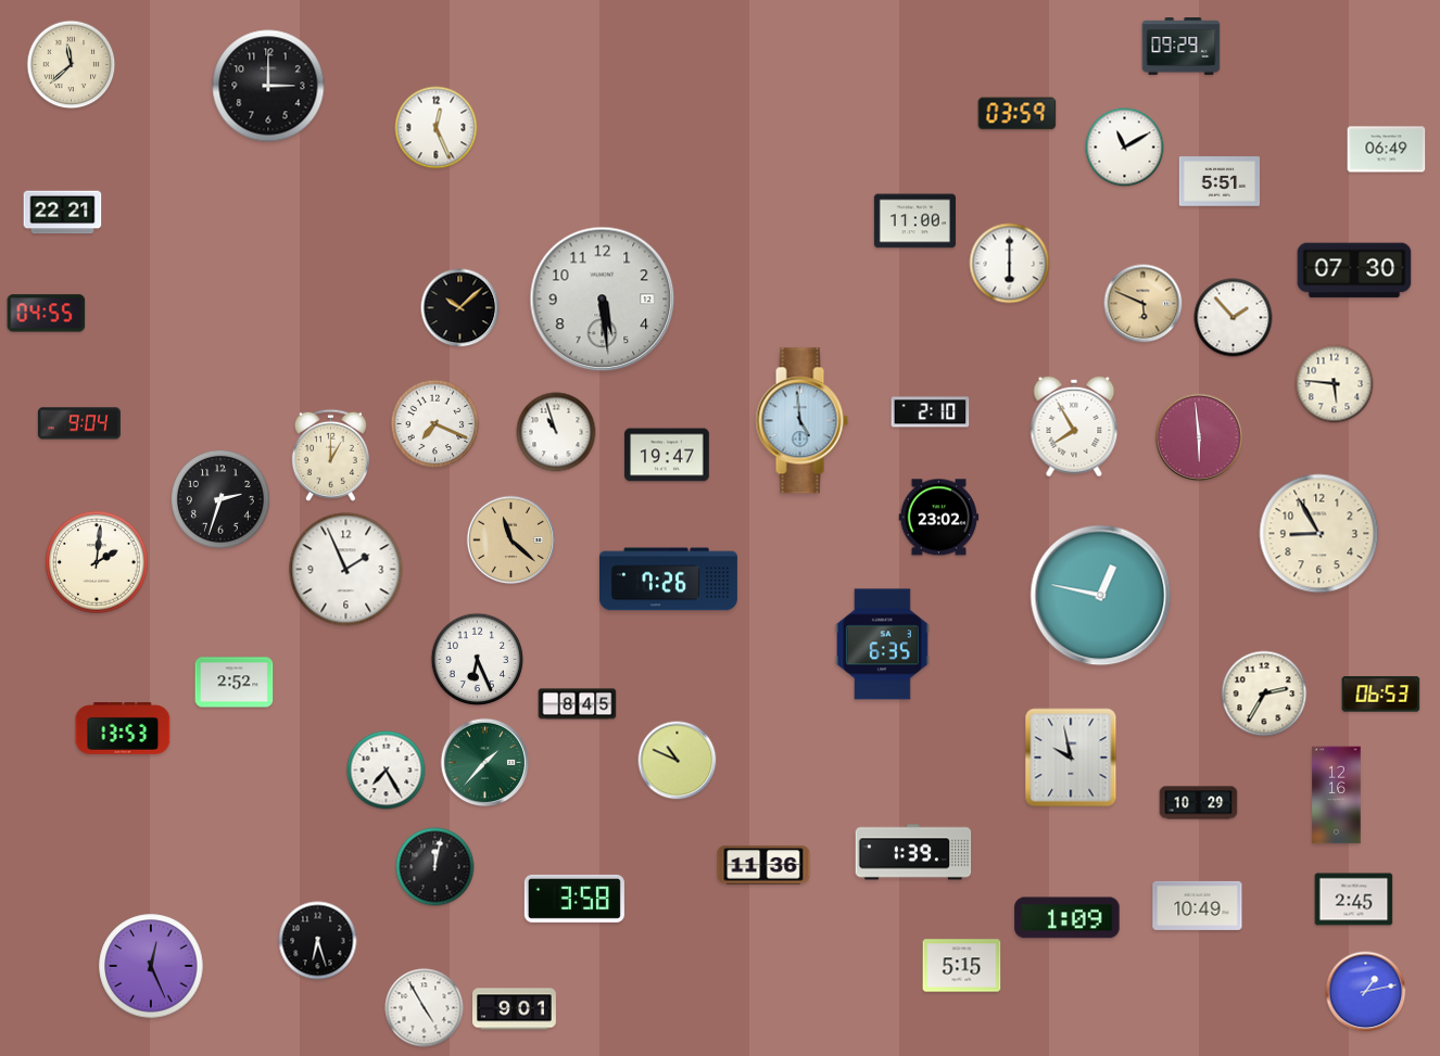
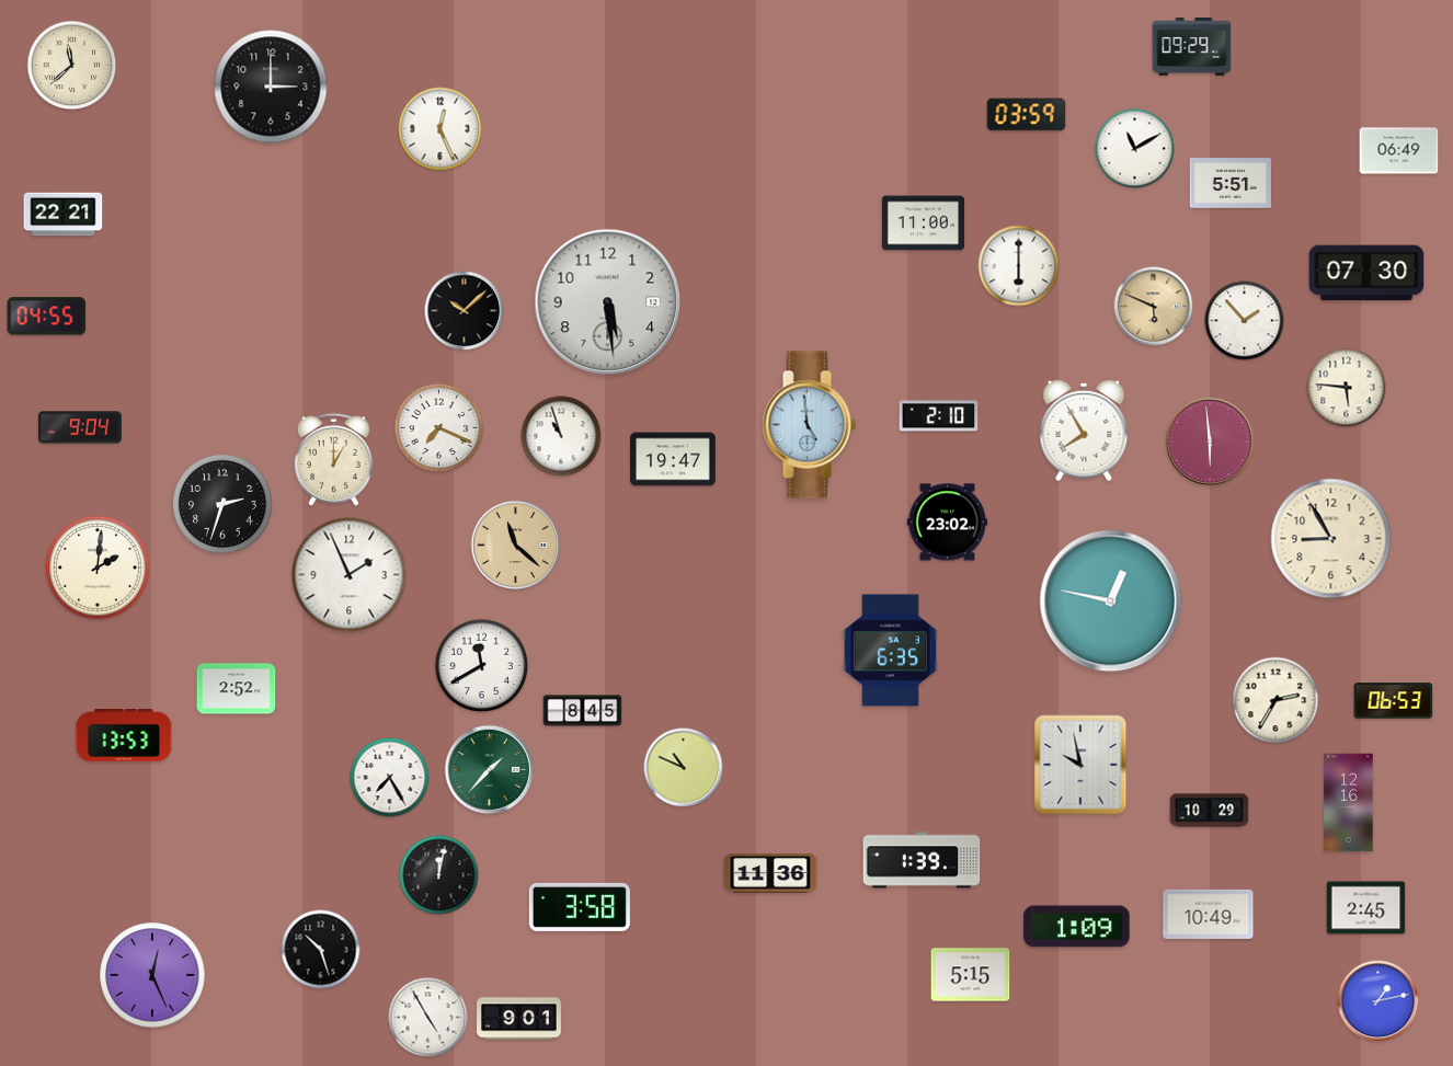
clock at (668, 580): 7:26 -> none
clock at (478, 660): 6:26 -> 11:40
clock at (318, 941): 6:27 -> 10:27
